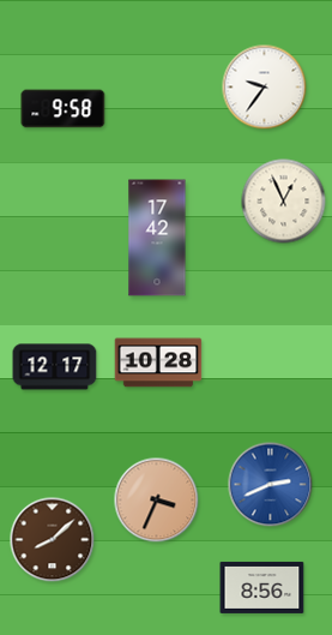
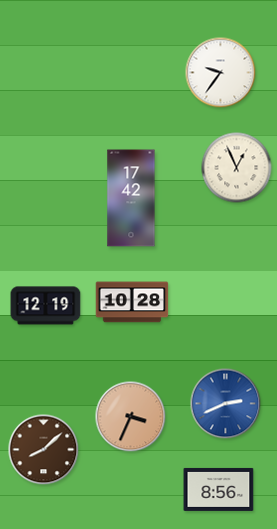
clock at (64, 109): 9:58 -> none
clock at (55, 367): 12:17 -> 12:19
